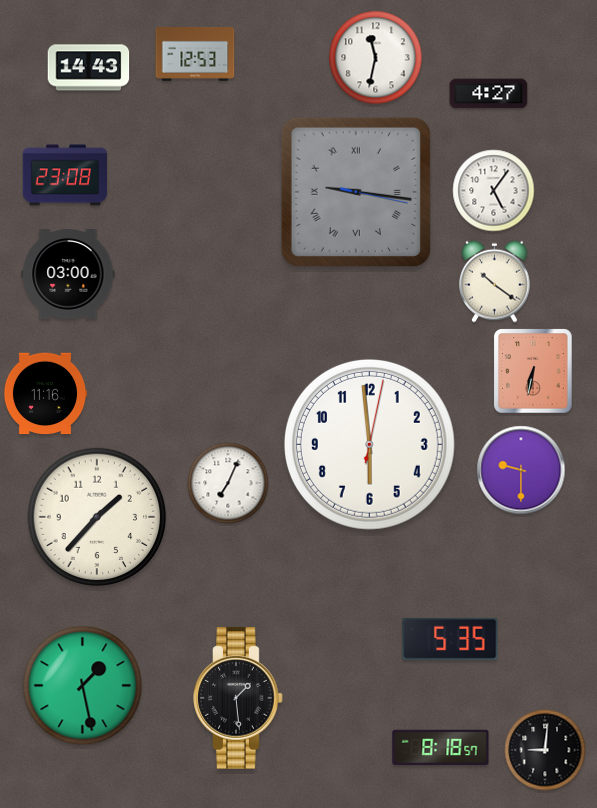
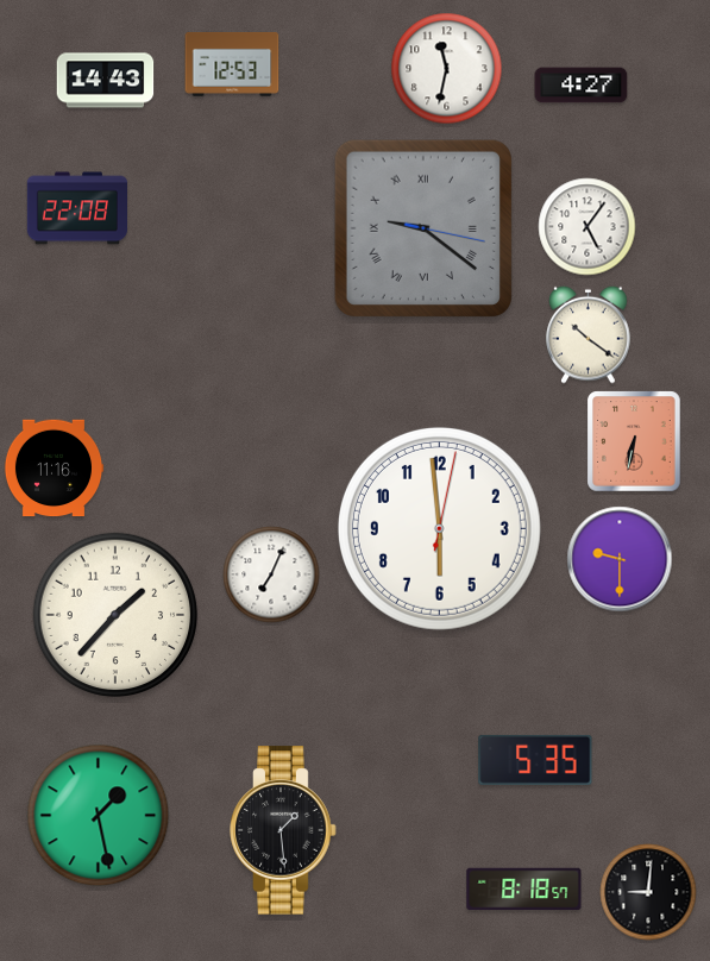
clock at (489, 94) position: (489, 94) -> (582, 86)
clock at (64, 175): 23:08 -> 22:08
clock at (355, 191): 9:16 -> 9:21
clock at (68, 275): 03:00 -> none
